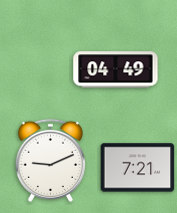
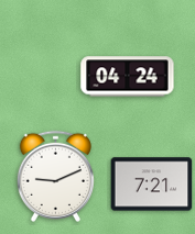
clock at (116, 70): 04:49 -> 04:24
